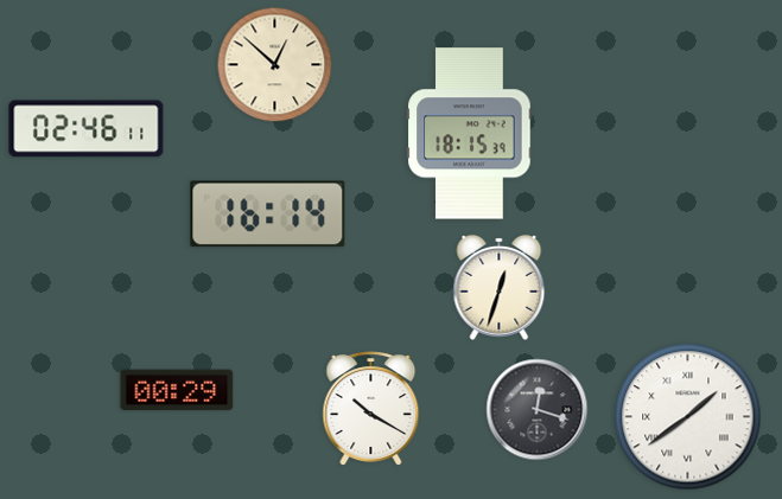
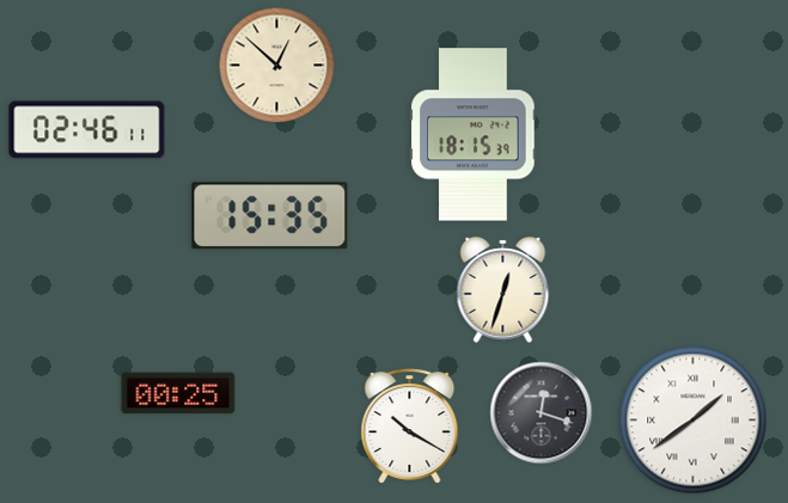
clock at (268, 215): 16:14 -> 15:35
clock at (177, 390): 00:29 -> 00:25
clock at (371, 409) position: (371, 409) -> (410, 427)
